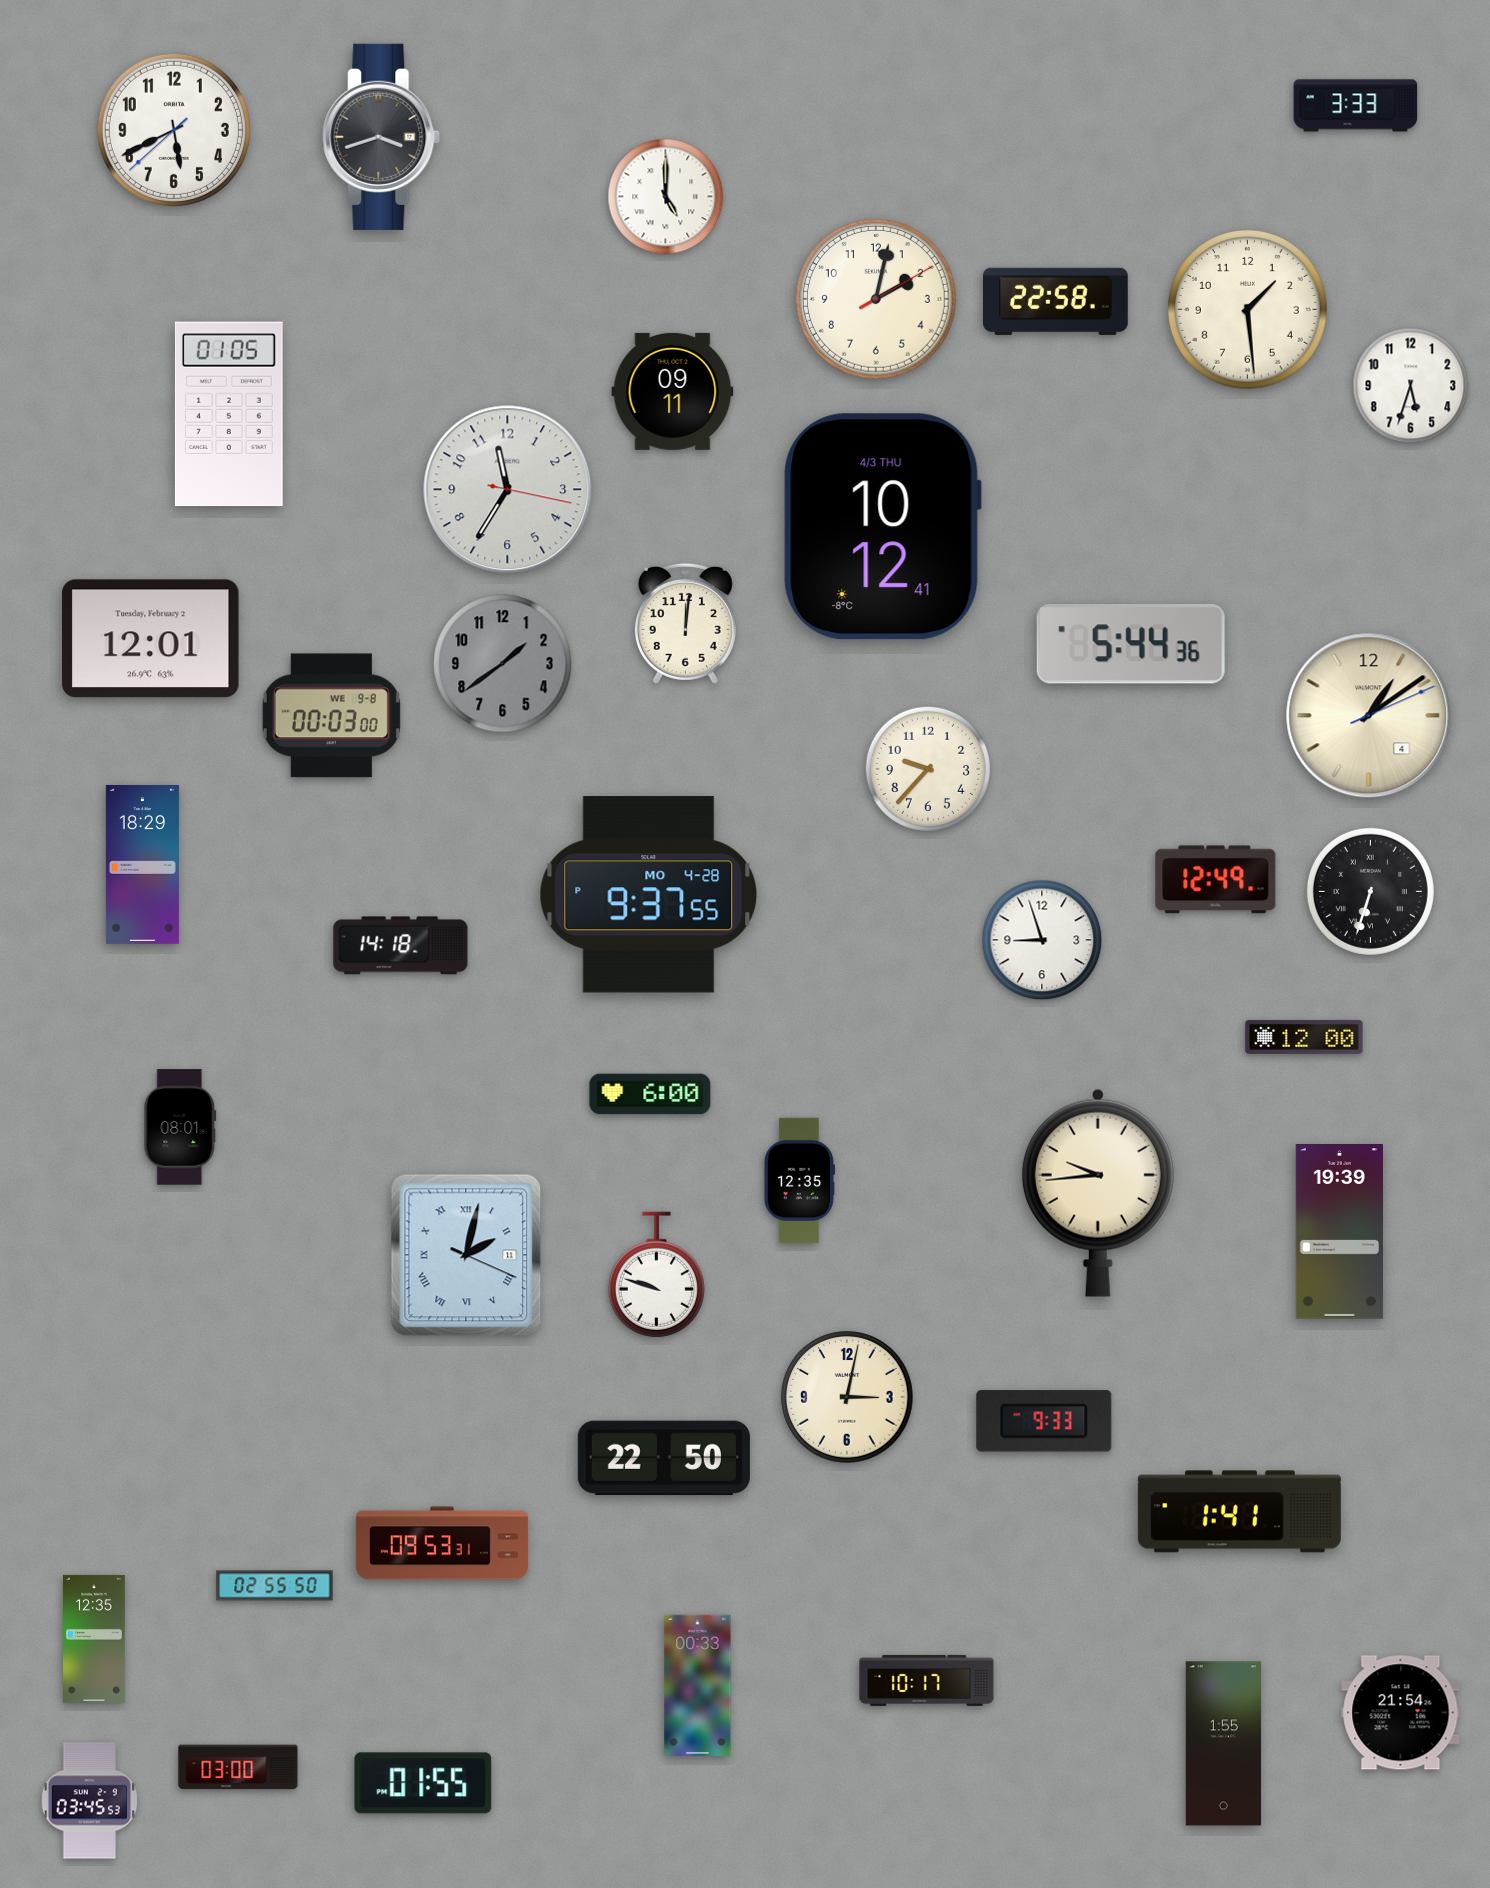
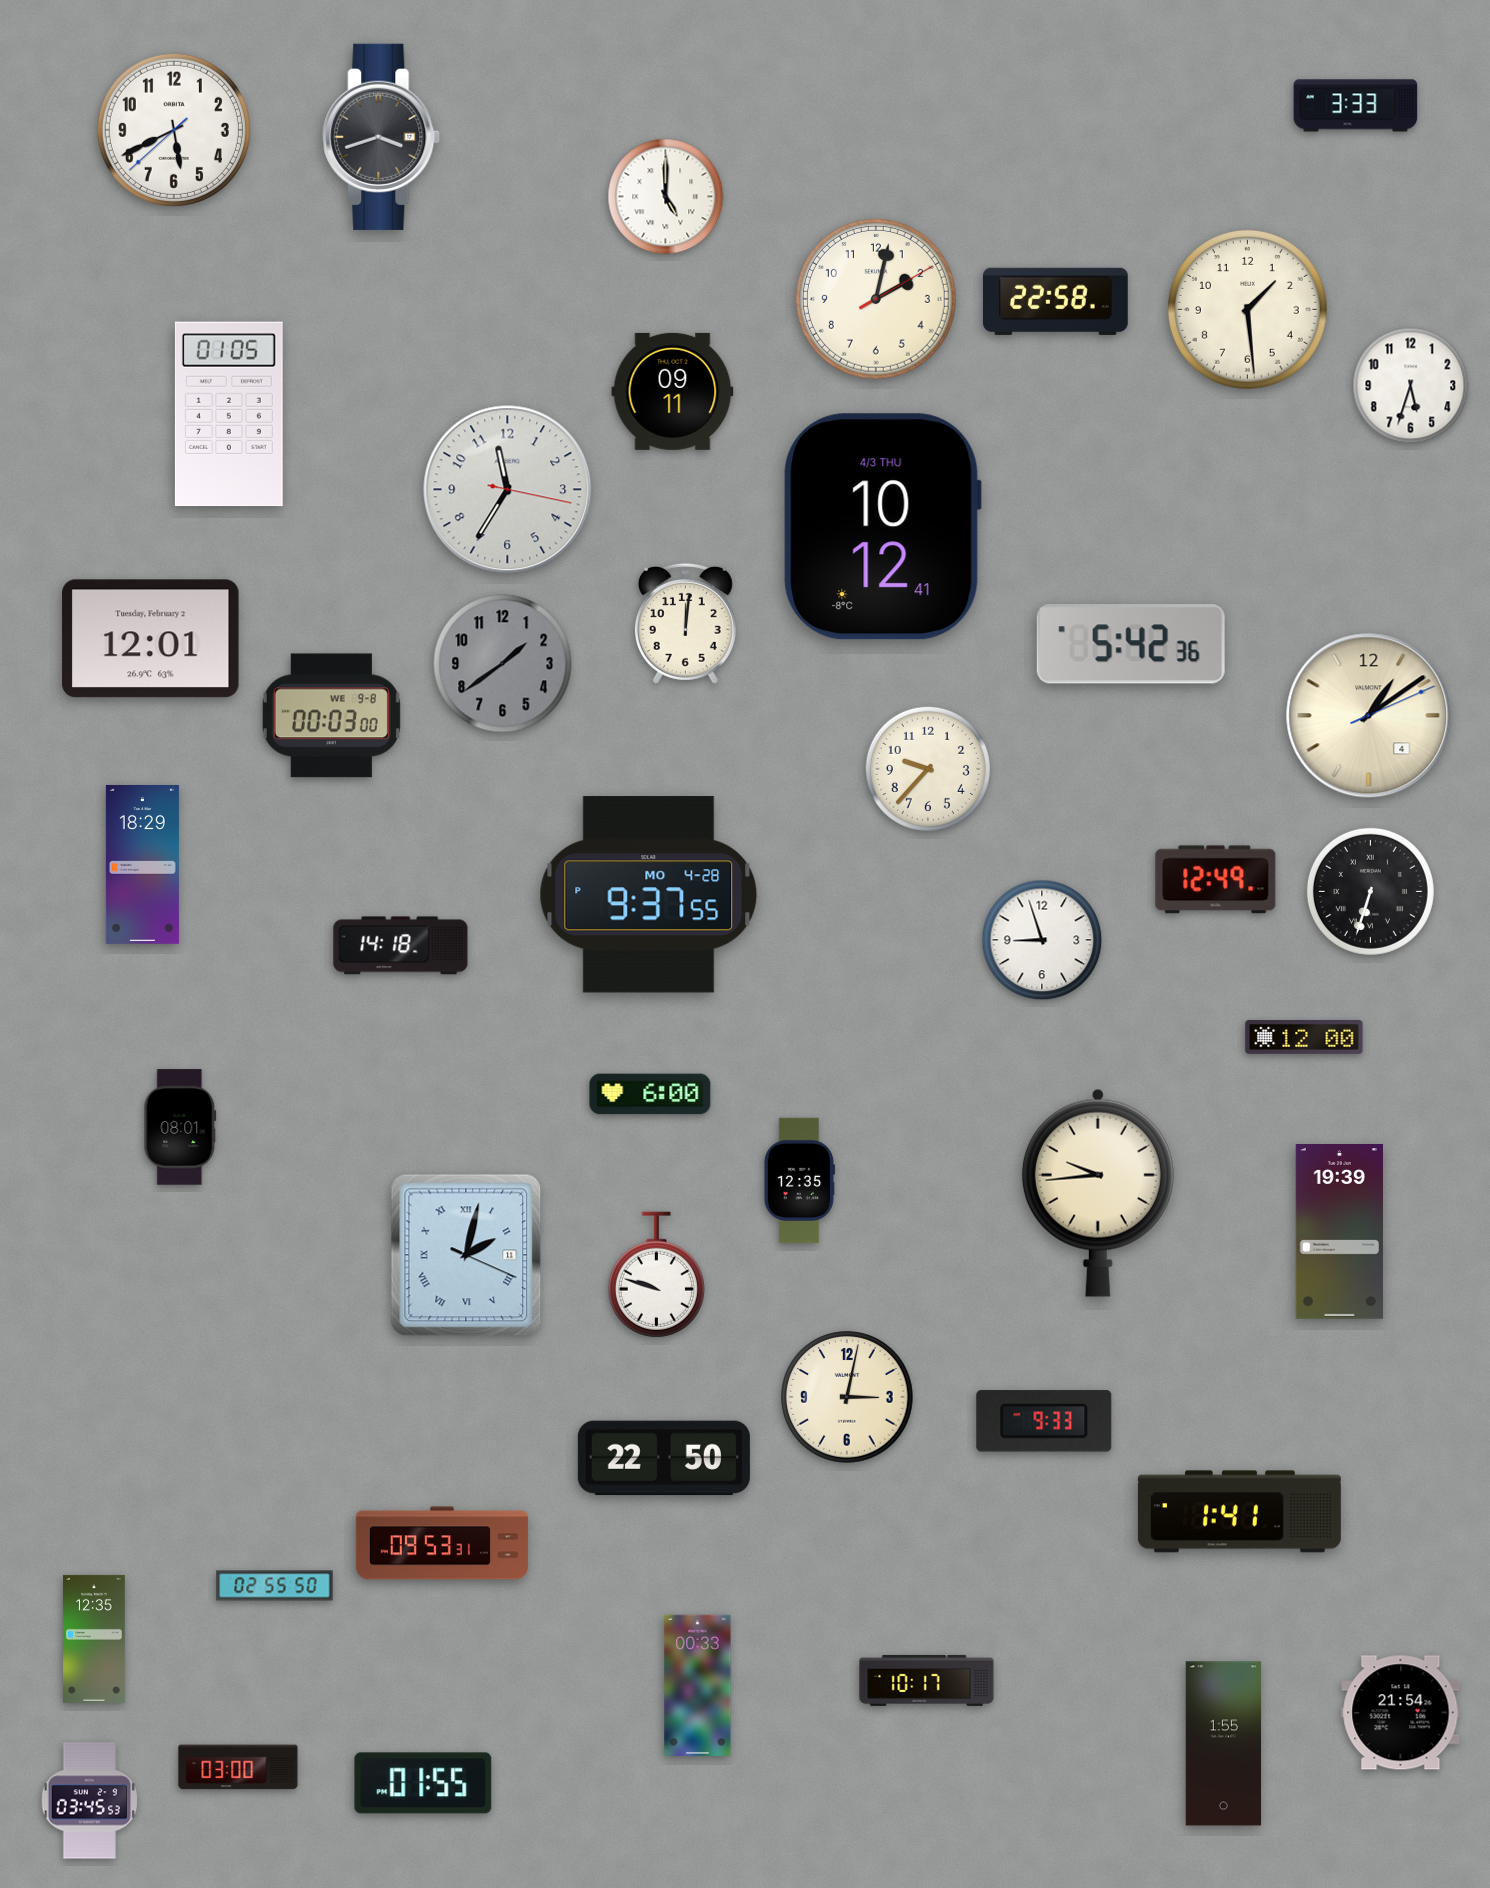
clock at (1131, 645): 5:44 -> 5:42
